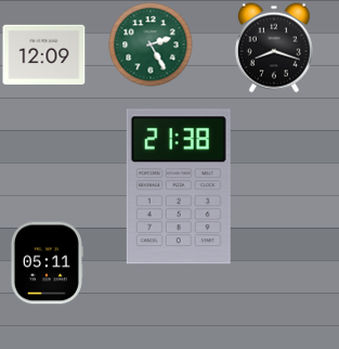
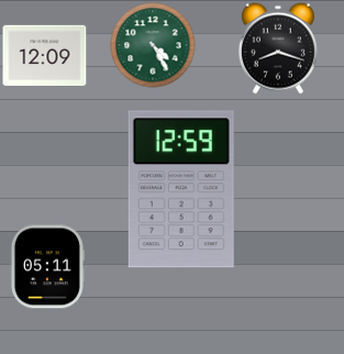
clock at (151, 44): 2:25 -> 4:25
clock at (179, 186): 21:38 -> 12:59
